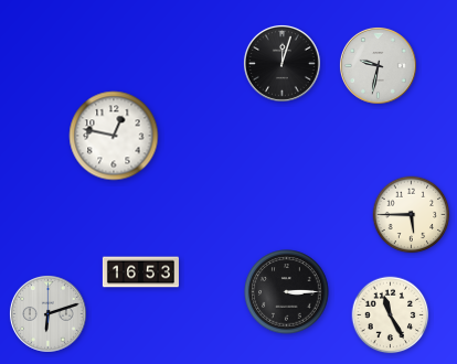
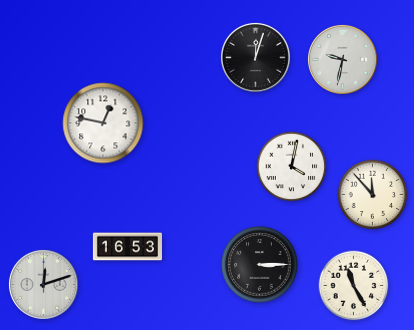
clock at (292, 167): none -> 4:02
clock at (412, 215): 5:45 -> 11:53
clock at (47, 313): 6:12 -> 12:12
